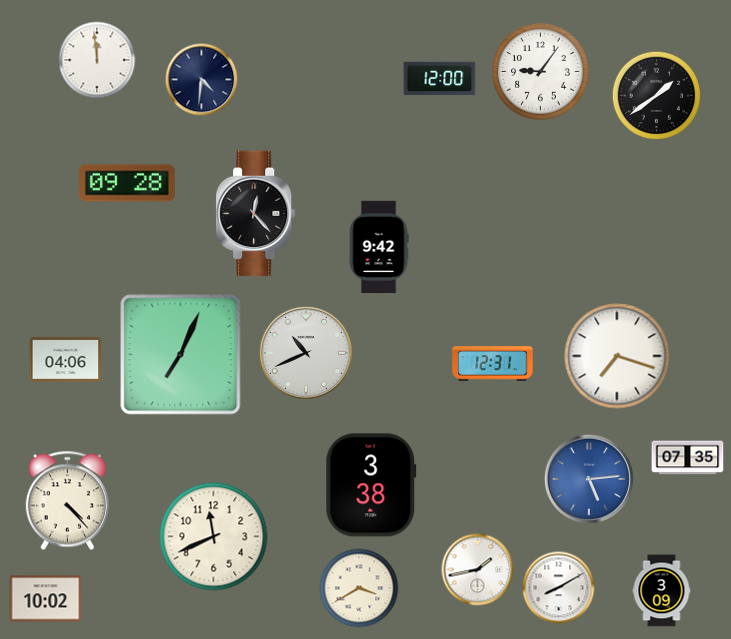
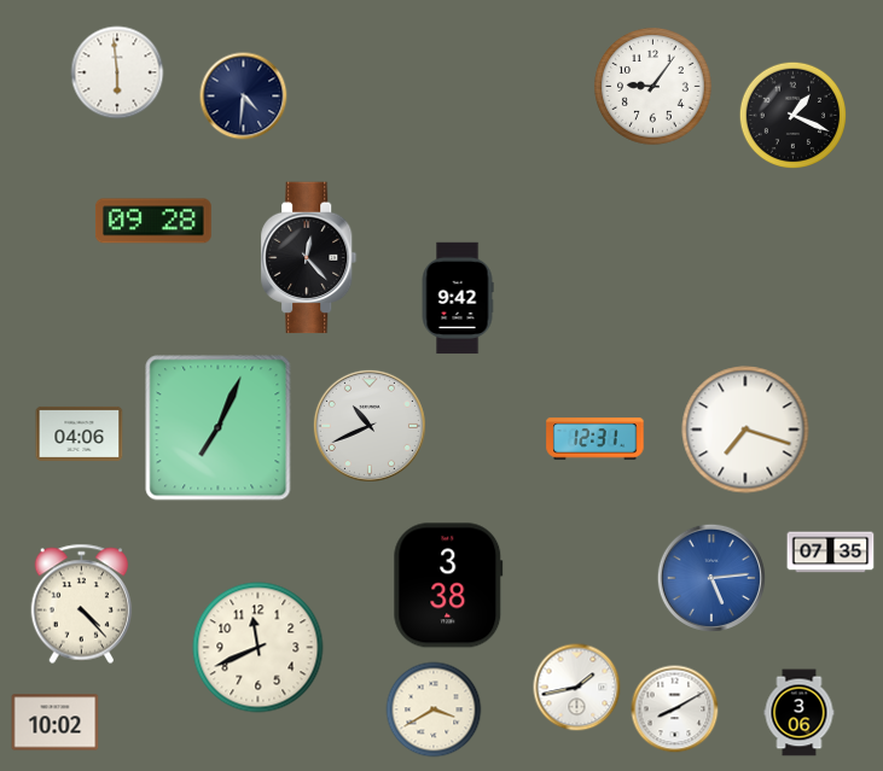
clock at (97, 60): 11:59 -> 5:59
clock at (440, 79): 12:00 -> none
clock at (656, 95): 1:39 -> 1:19
clock at (662, 591): 3:09 -> 3:06
